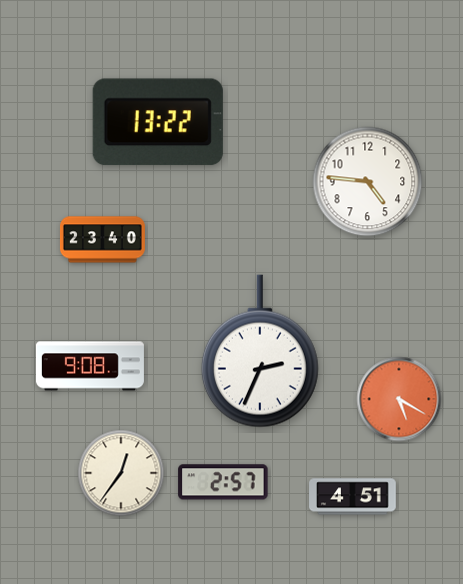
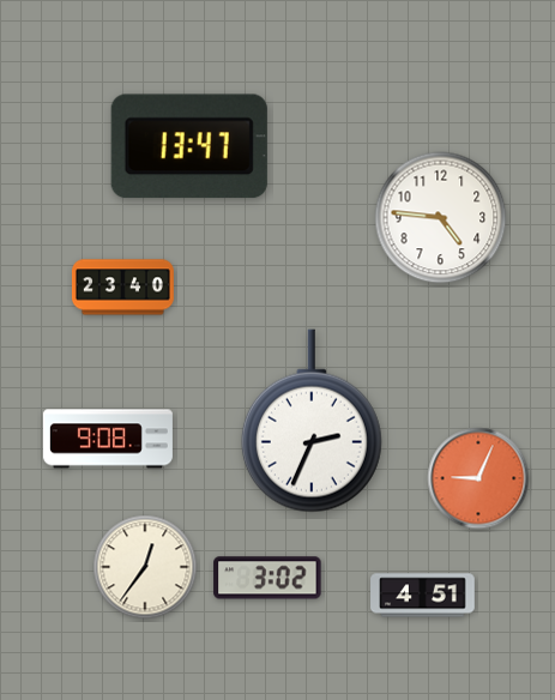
clock at (158, 122): 13:22 -> 13:47
clock at (399, 399): 5:20 -> 9:04
clock at (223, 482): 2:57 -> 3:02
